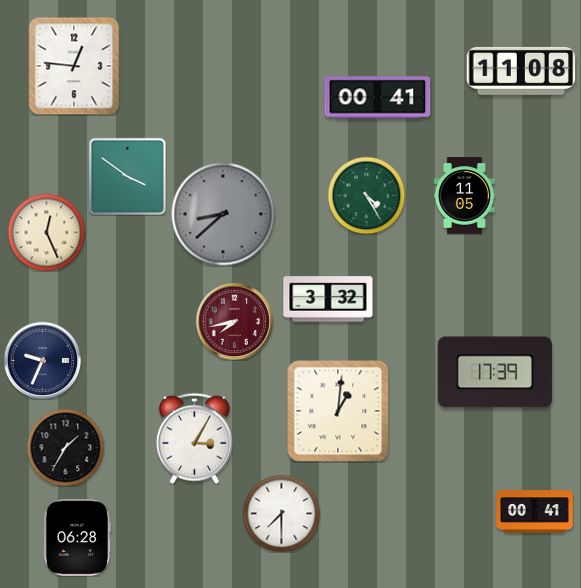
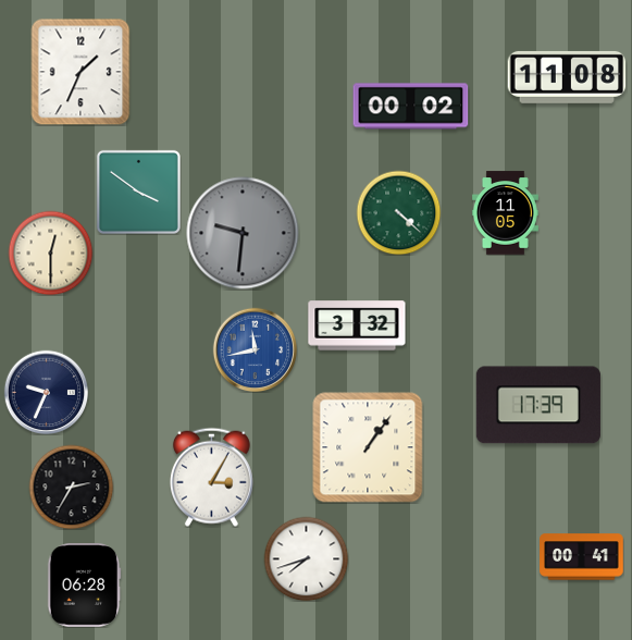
clock at (74, 66): 12:46 -> 1:34
clock at (378, 98): 00:41 -> 00:02
clock at (366, 195): 4:25 -> 4:22
clock at (223, 214): 8:38 -> 9:31
clock at (46, 232): 12:26 -> 12:30
clock at (234, 321): 7:43 -> 11:43
clock at (234, 321) dial: burgundy -> blue
clock at (338, 411): 1:01 -> 1:06
clock at (65, 447): 1:35 -> 2:35
clock at (281, 513): 7:30 -> 7:42
